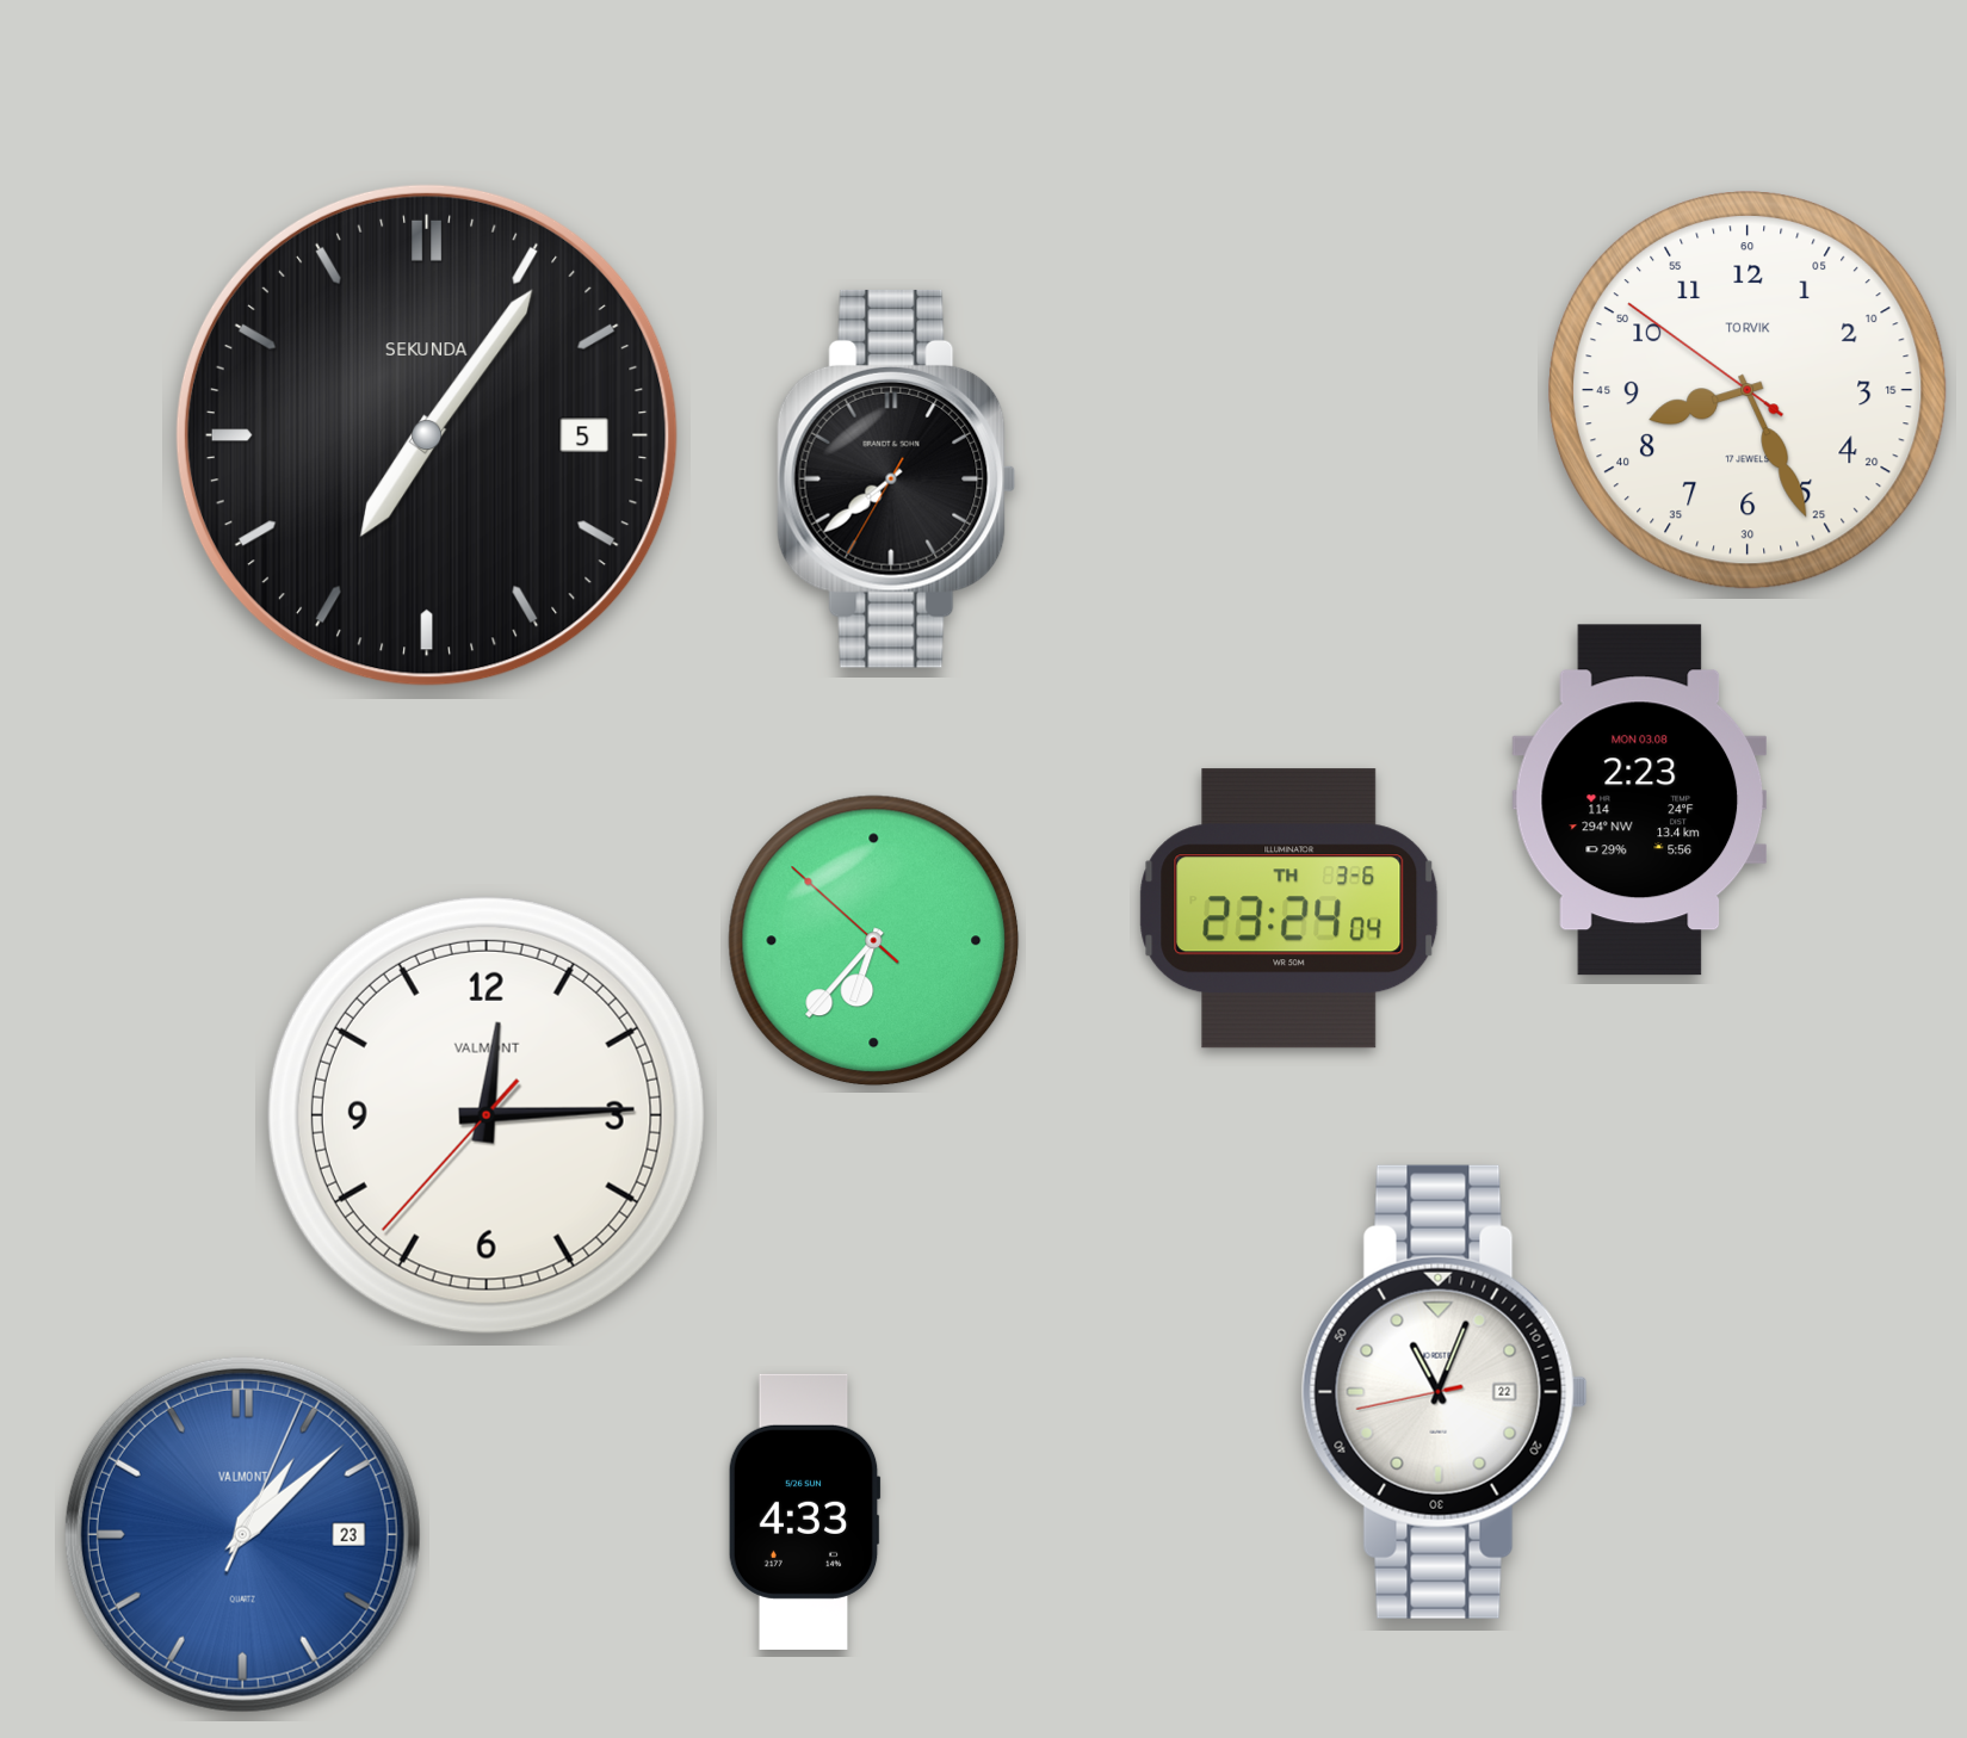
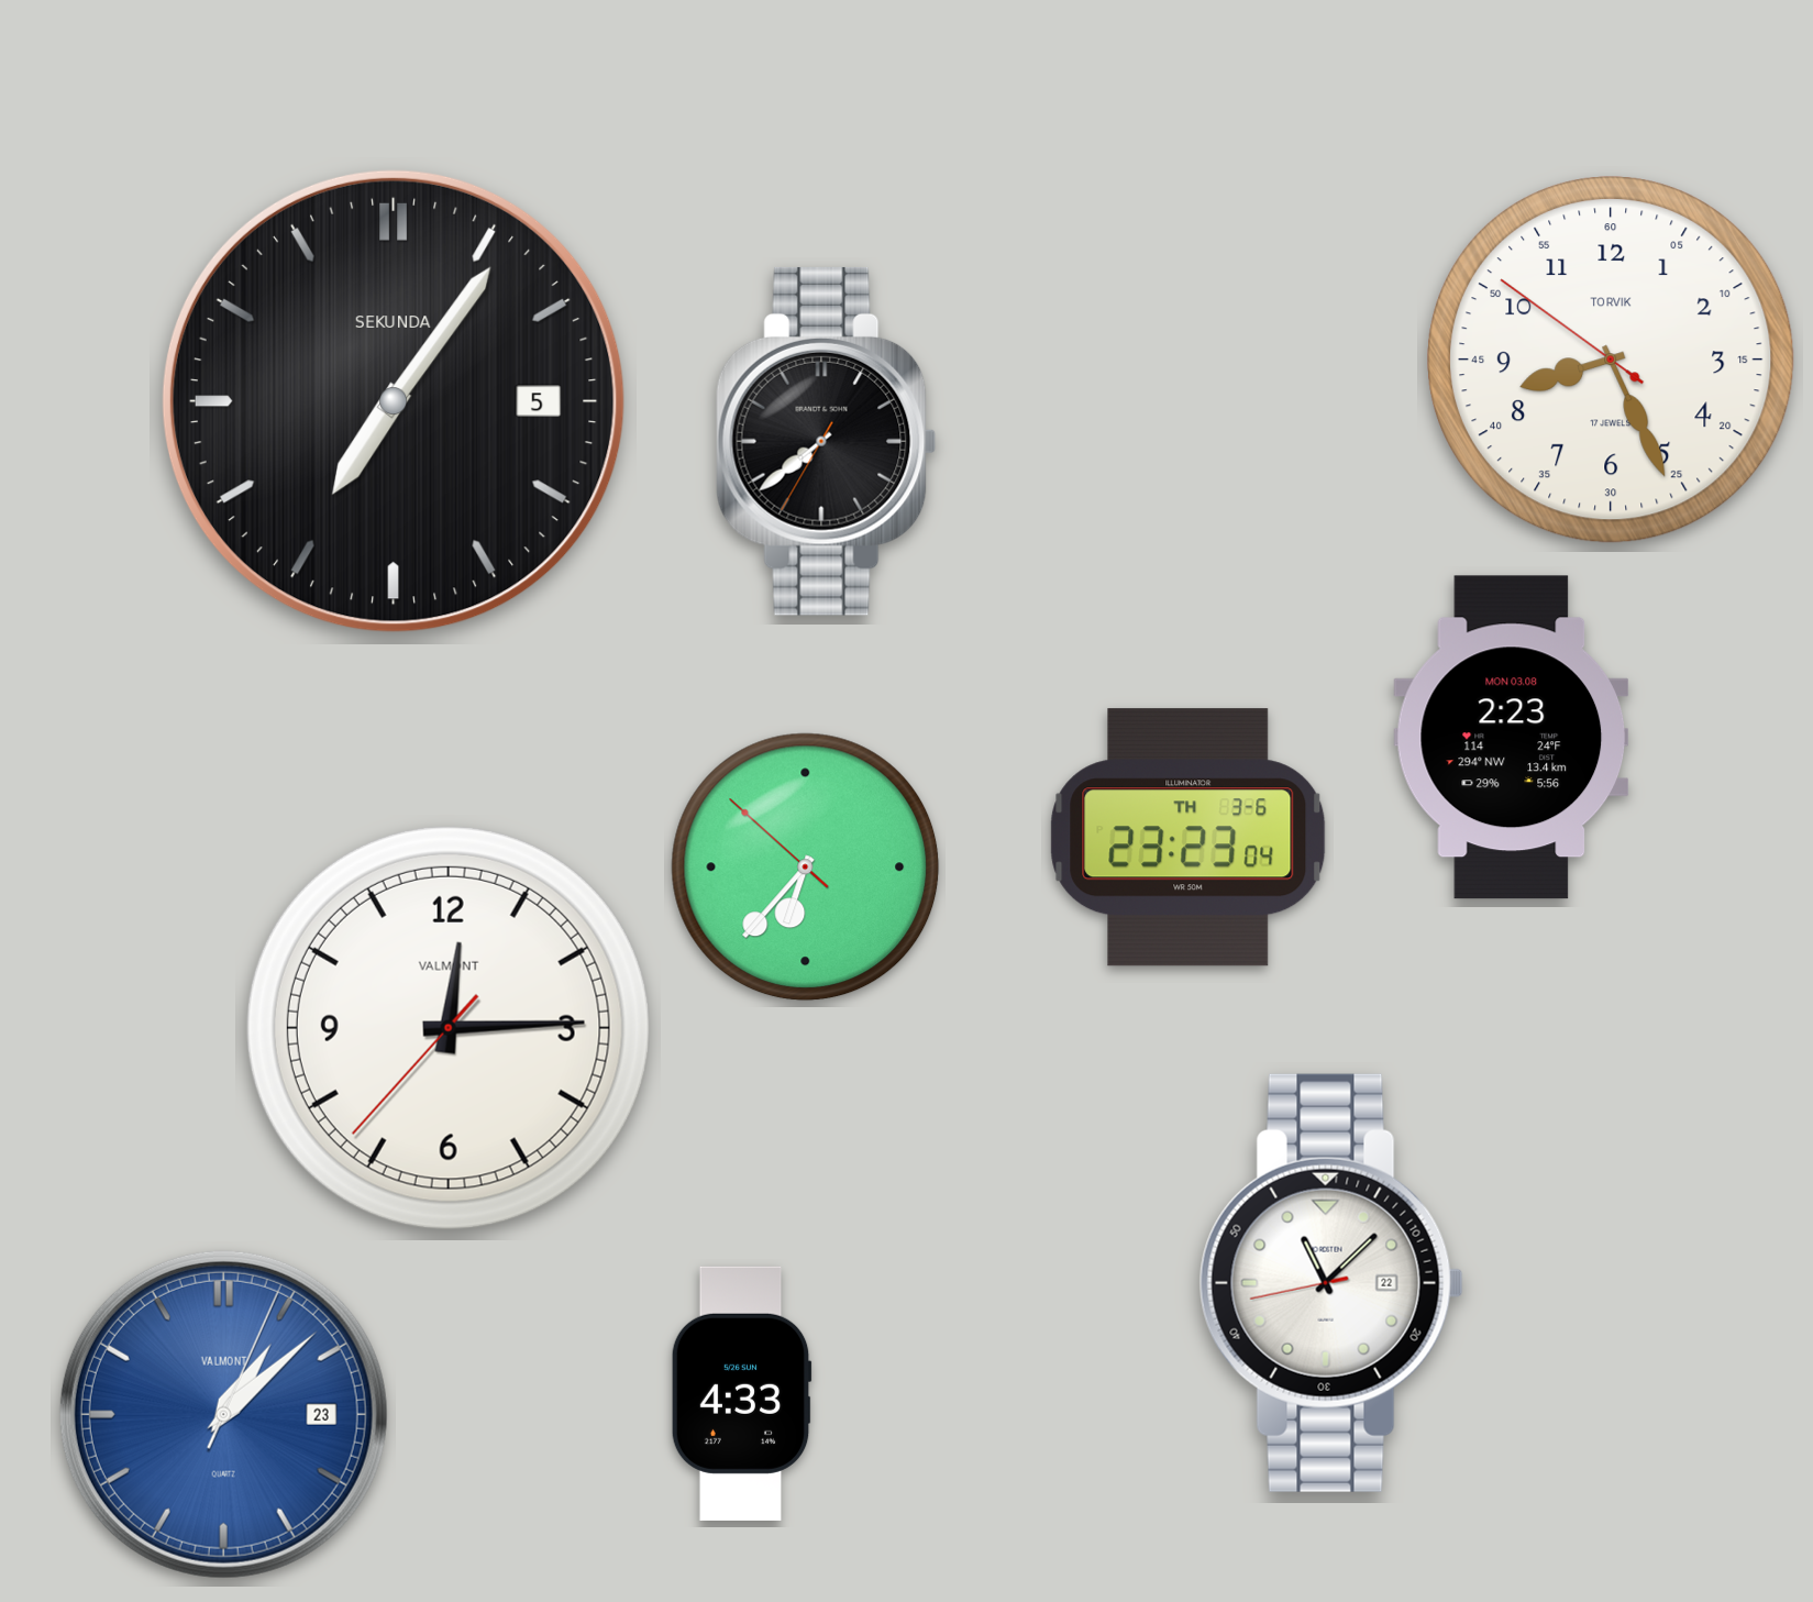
clock at (1289, 909): 23:24 -> 23:23
clock at (1445, 1392): 11:03 -> 11:07
